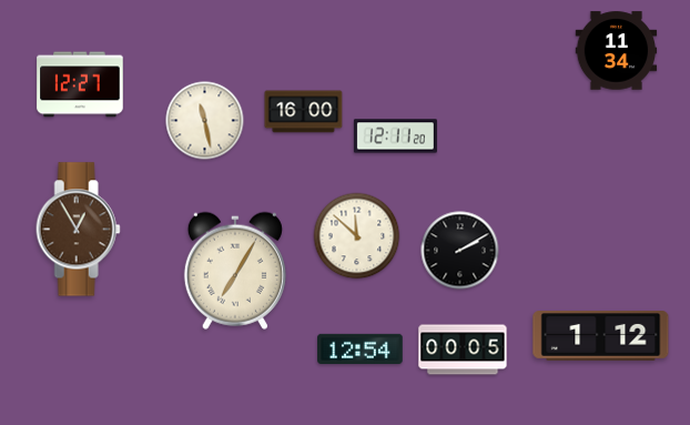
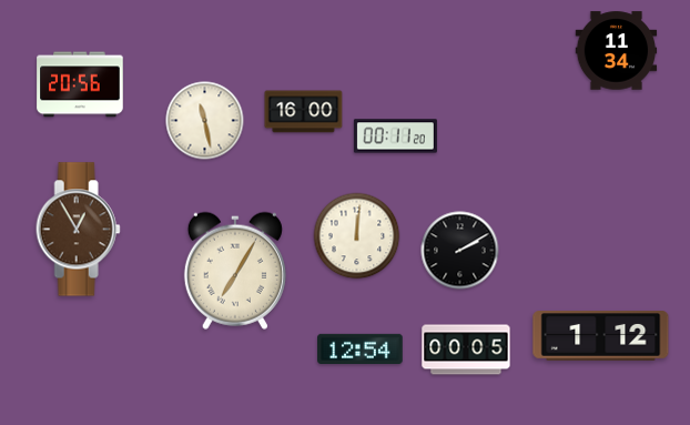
clock at (80, 84): 12:27 -> 20:56
clock at (395, 136): 12:11 -> 00:11
clock at (357, 236): 11:52 -> 12:01
clock at (463, 350) position: (463, 350) -> (466, 350)
